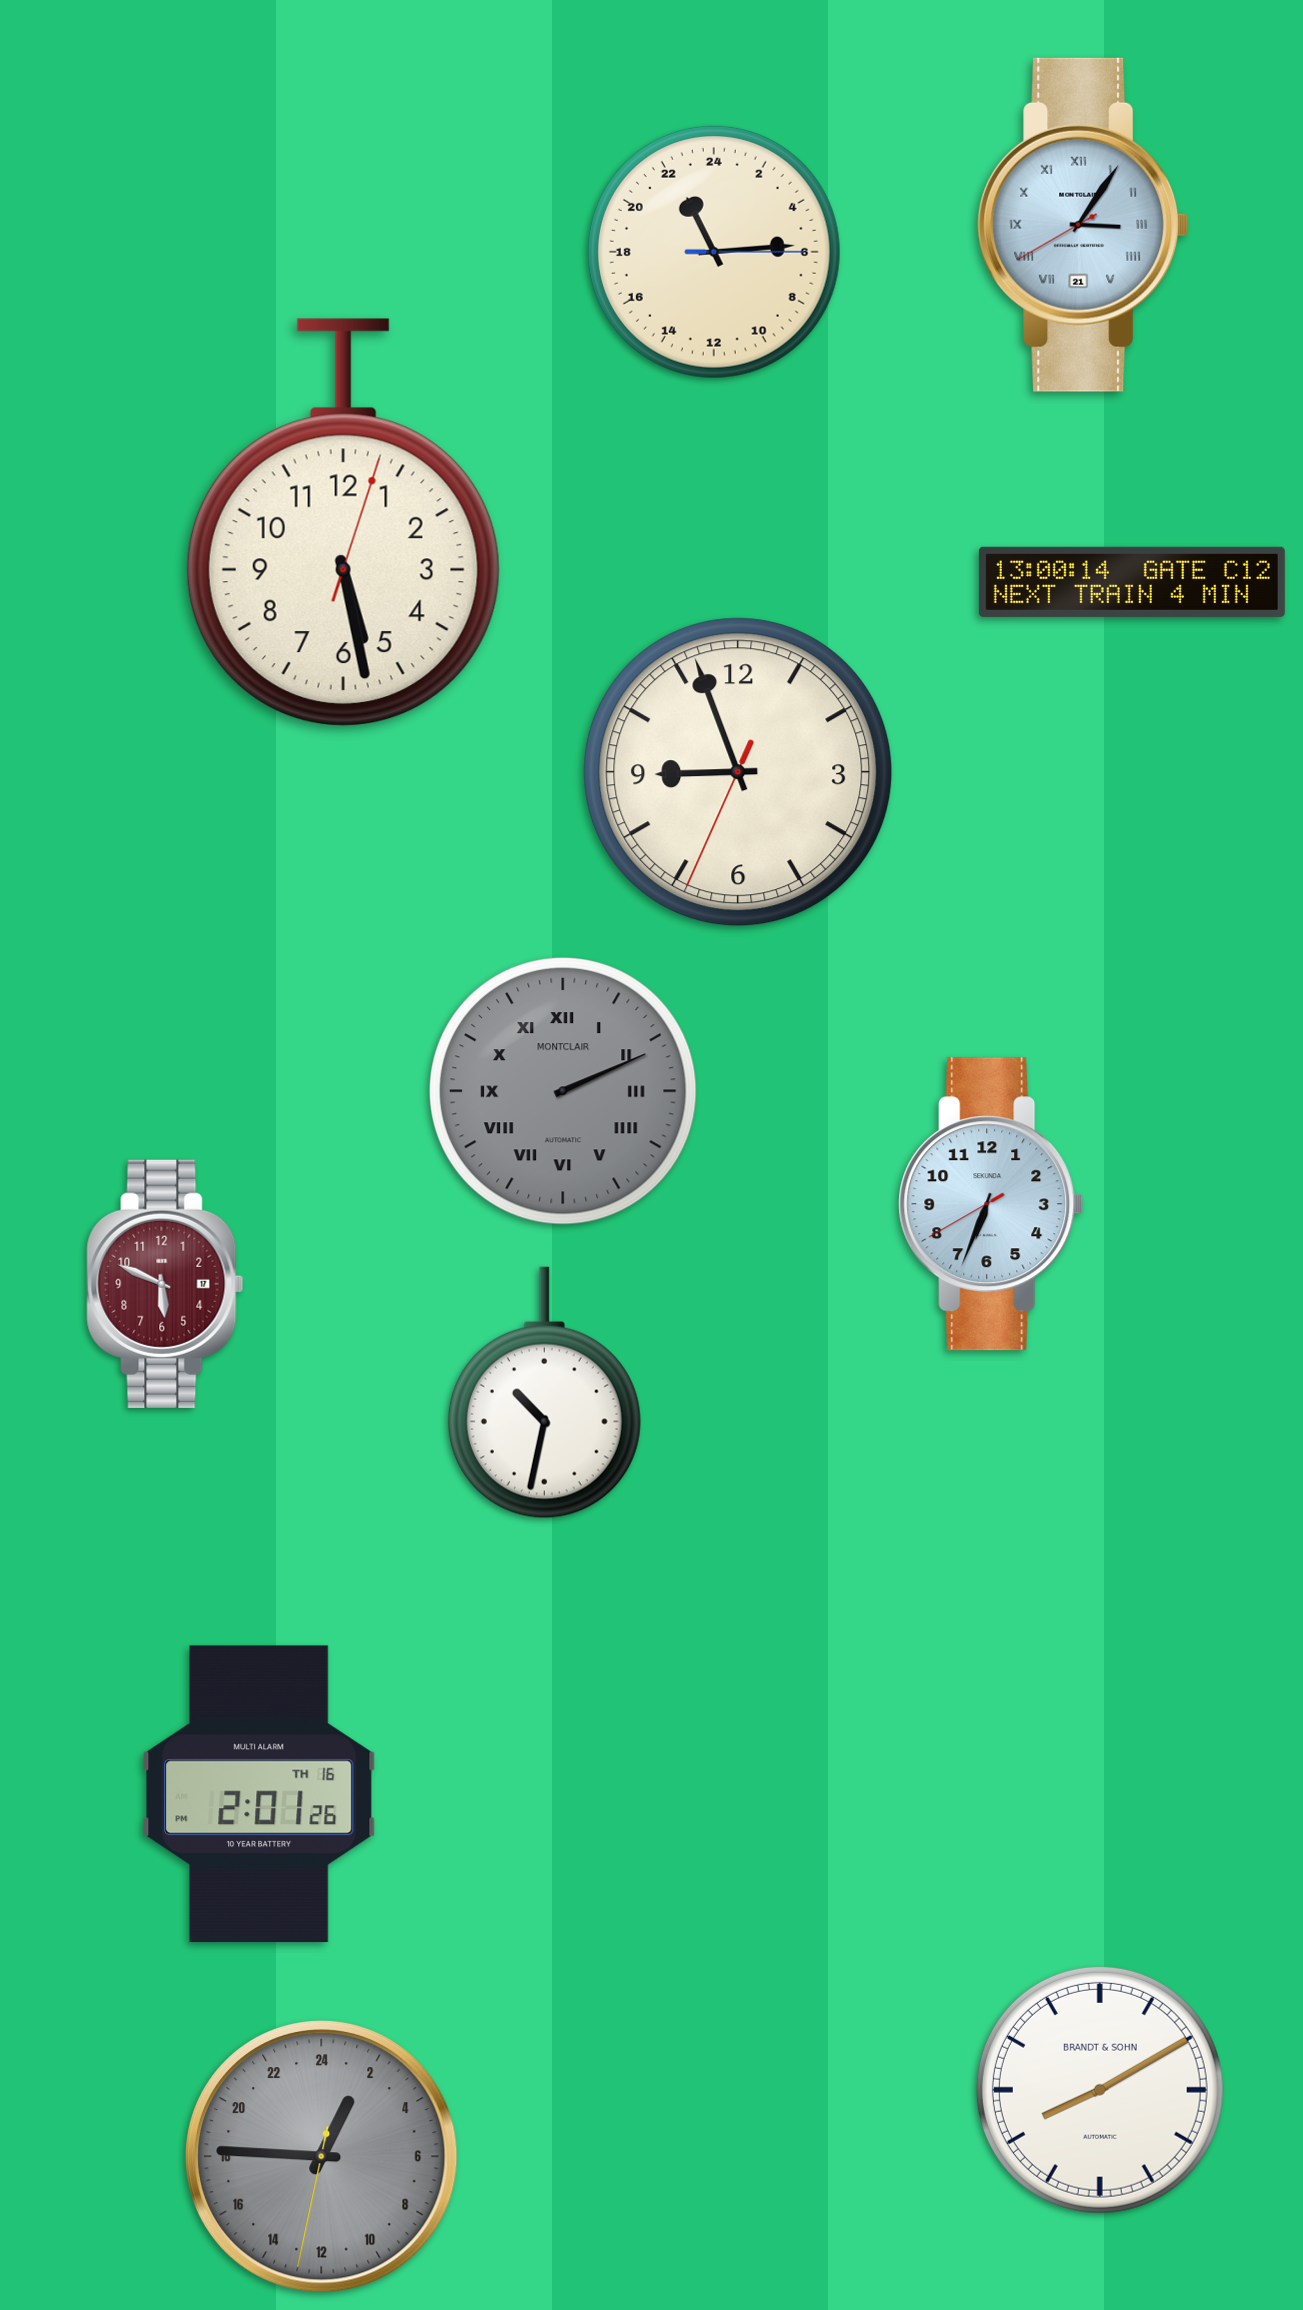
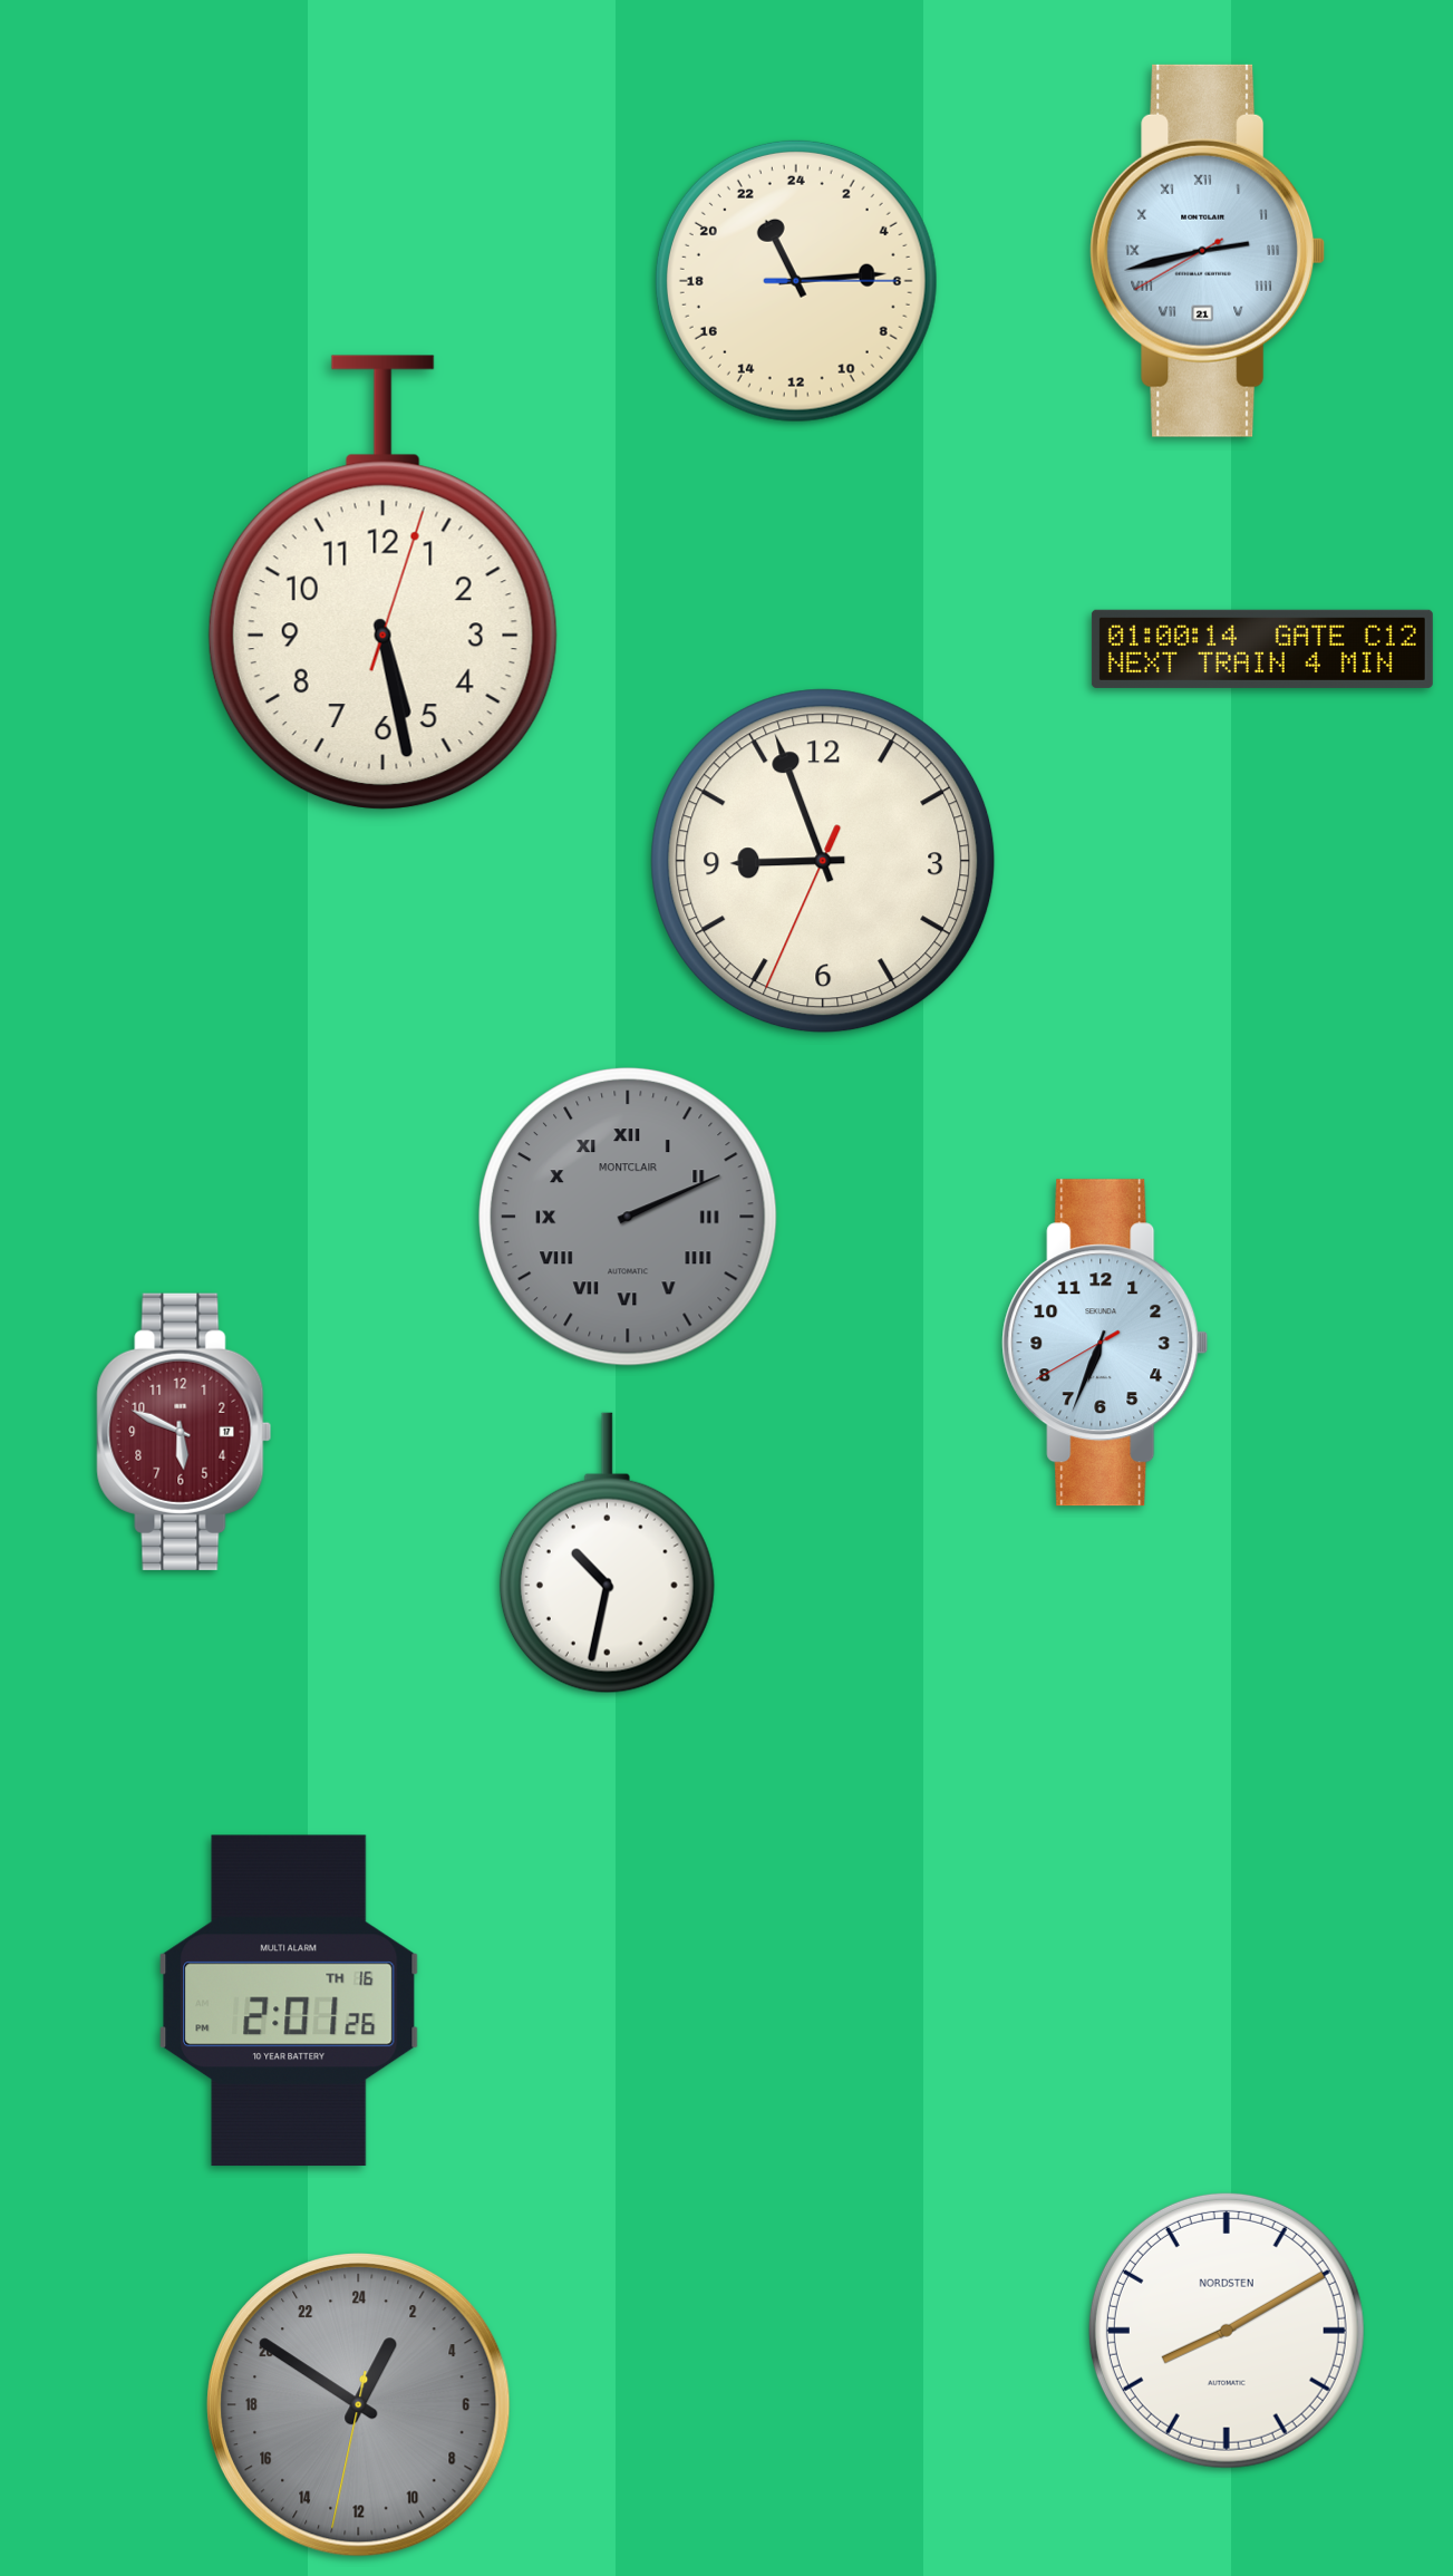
clock at (1083, 225): 3:05 -> 2:42
clock at (1132, 582): 13:00 -> 01:00
clock at (1100, 2090) brand: BRANDT & SOHN -> NORDSTEN
clock at (321, 2156): 1:45 -> 1:50
